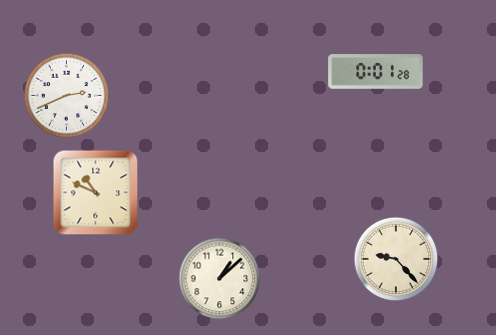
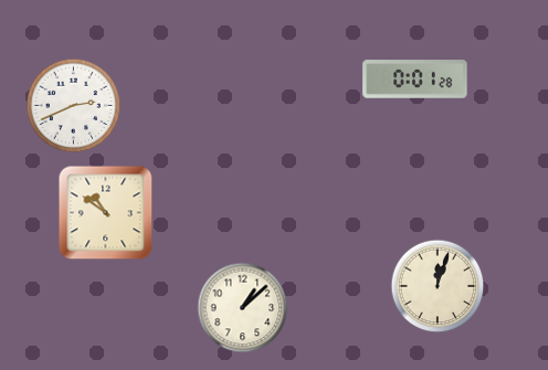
clock at (96, 193): 10:49 -> 10:51
clock at (396, 259): 9:23 -> 12:03
